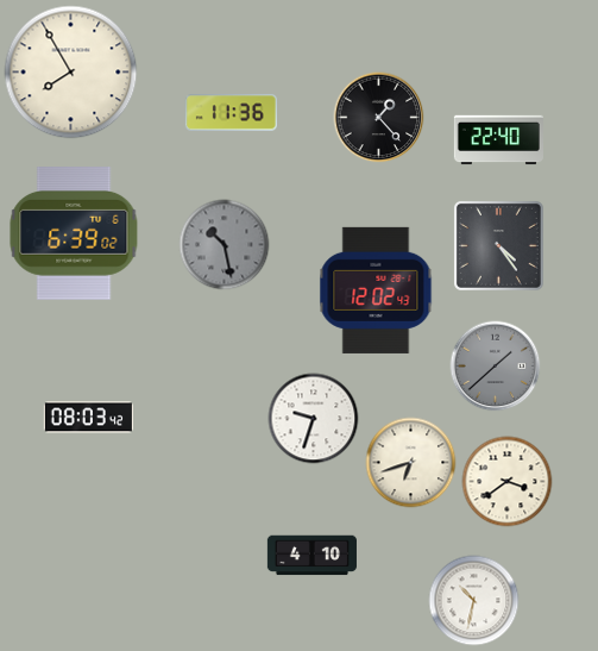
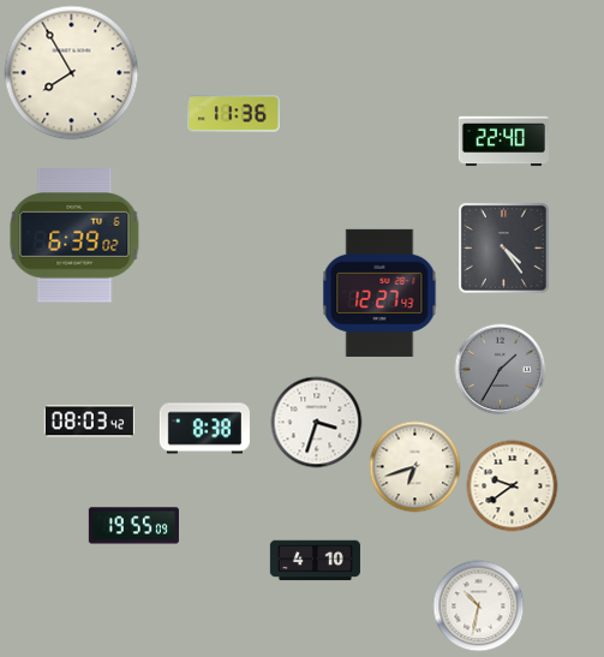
clock at (379, 118): 1:23 -> none
clock at (225, 245): 10:28 -> none
clock at (376, 290): 12:02 -> 12:27
clock at (496, 367): 1:38 -> 1:35
clock at (314, 419): 9:33 -> 3:33
clock at (204, 429): none -> 8:38
clock at (508, 482): 3:39 -> 9:39
clock at (133, 526): none -> 19:55
